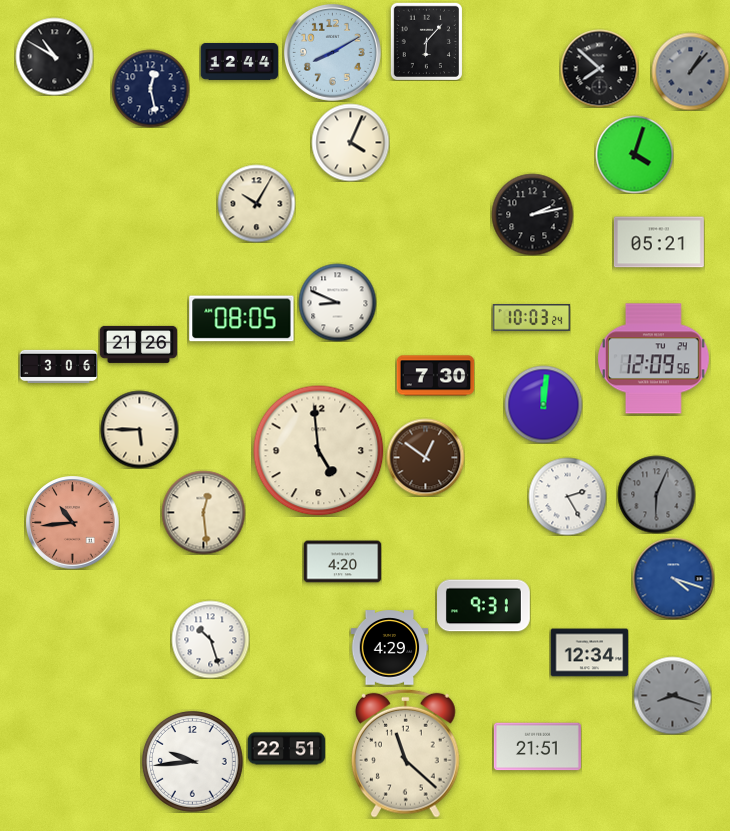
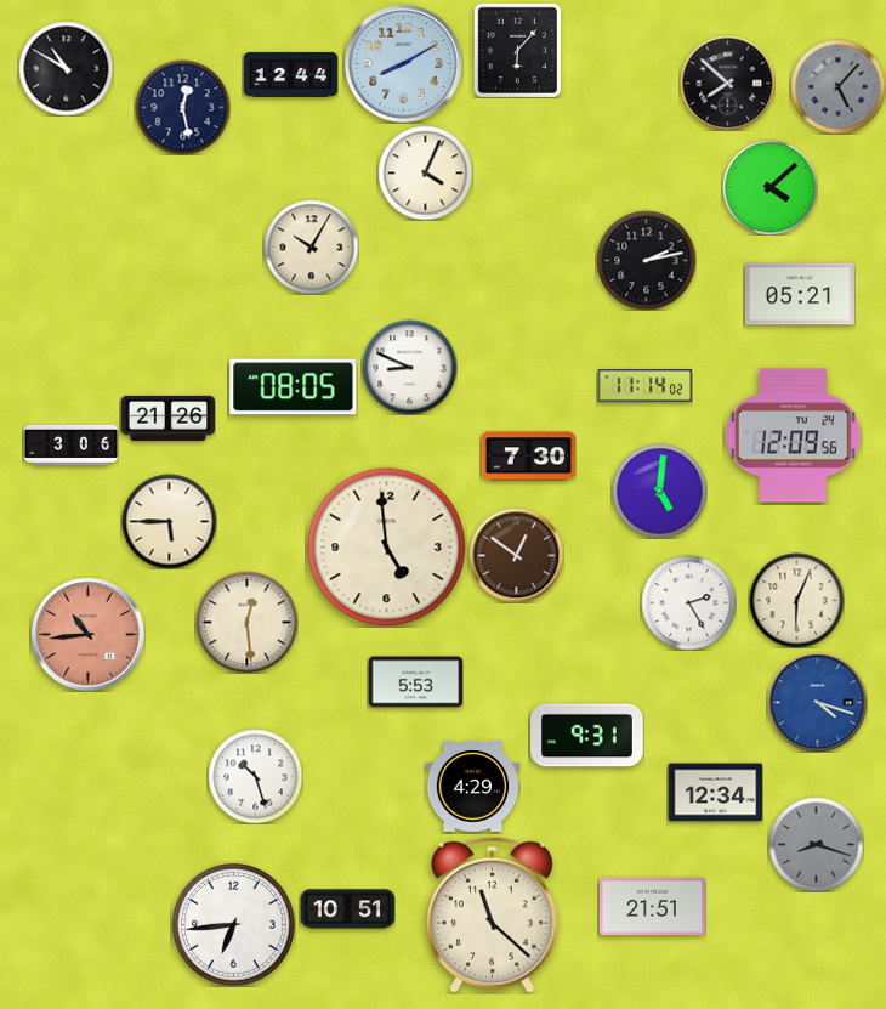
clock at (690, 71): 1:07 -> 5:07
clock at (634, 154): 4:03 -> 4:08
clock at (531, 318): 10:03 -> 11:14
clock at (543, 404): 12:01 -> 5:01
clock at (656, 494) dial: grey -> cream
clock at (342, 562): 4:20 -> 5:53
clock at (286, 749): 22:51 -> 10:51
clock at (193, 762): 9:44 -> 6:44
